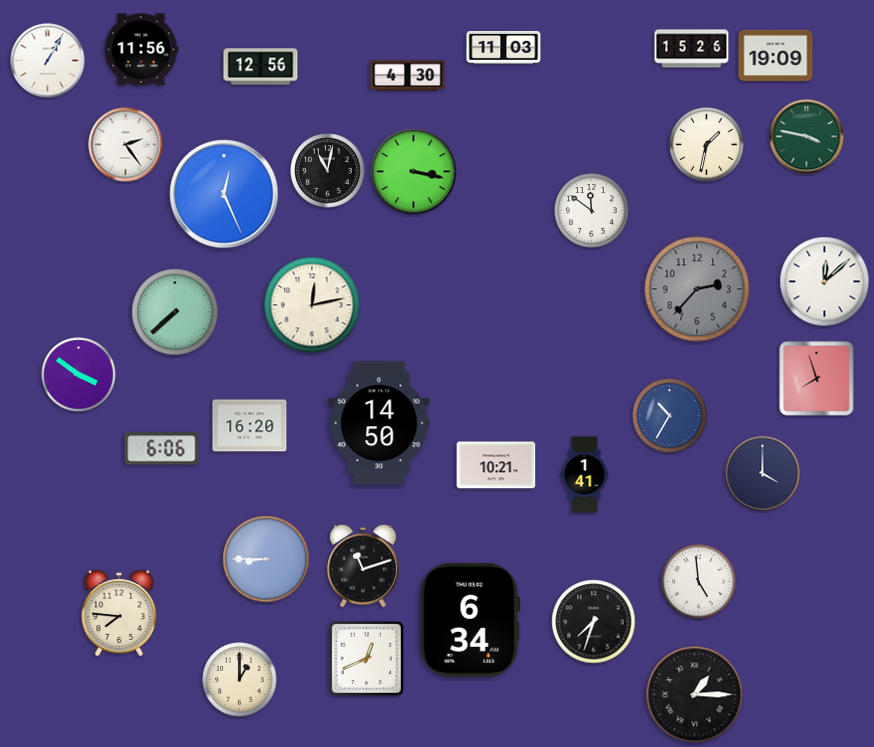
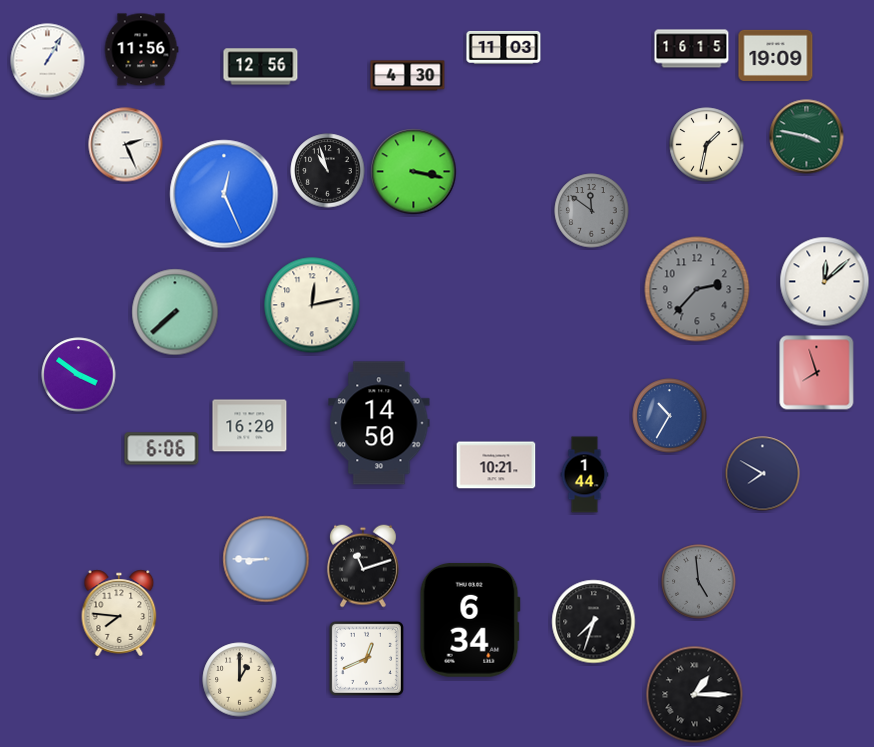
clock at (692, 49): 15:26 -> 16:15
clock at (126, 145): 2:24 -> 2:26
clock at (328, 171): 11:02 -> 10:57
clock at (592, 211) dial: white -> grey
clock at (817, 379) position: (817, 379) -> (817, 373)
clock at (763, 474): 4:00 -> 7:50
clock at (585, 475): 1:41 -> 1:44
clock at (699, 582) dial: white -> grey
